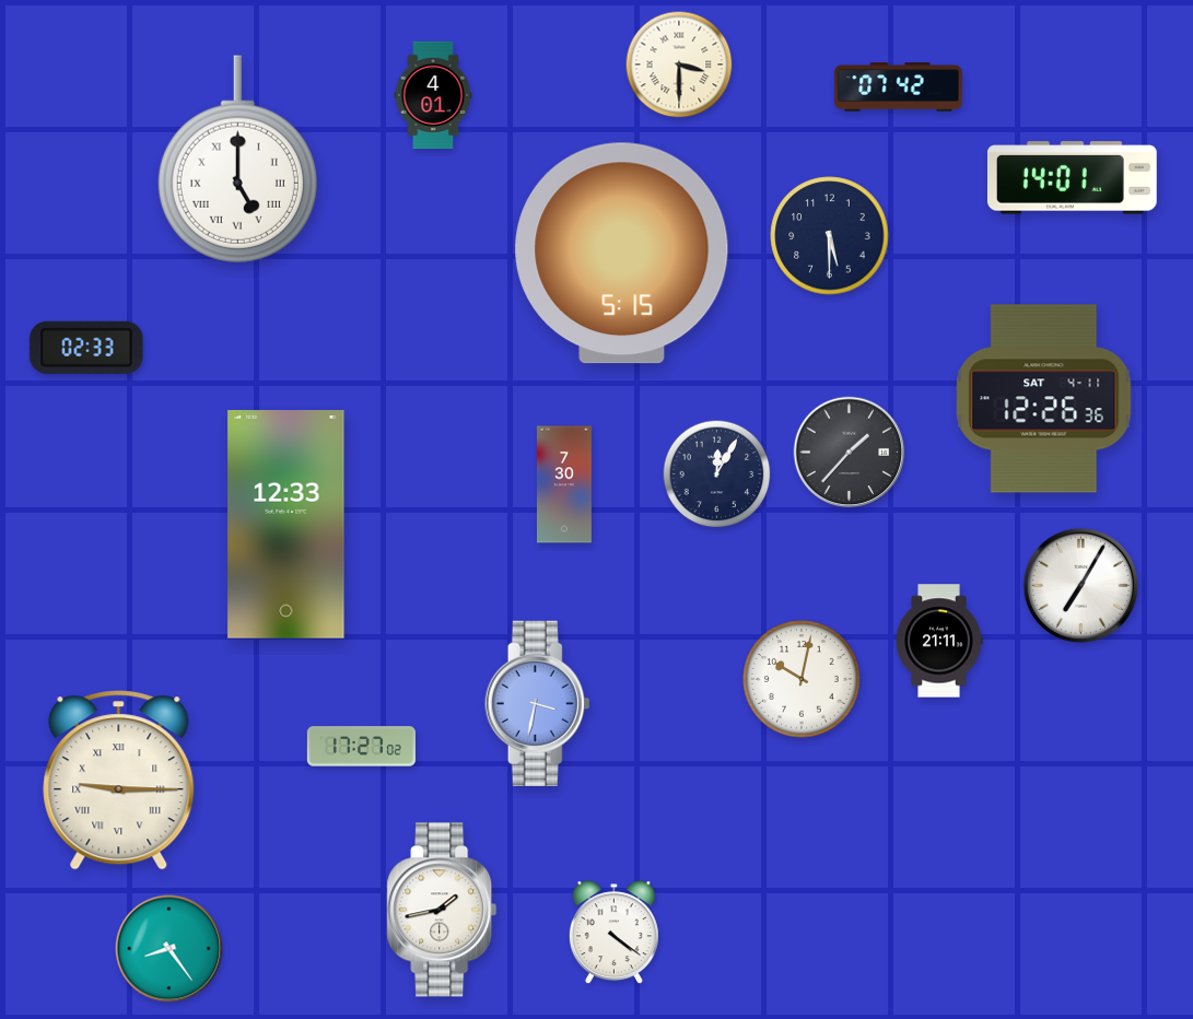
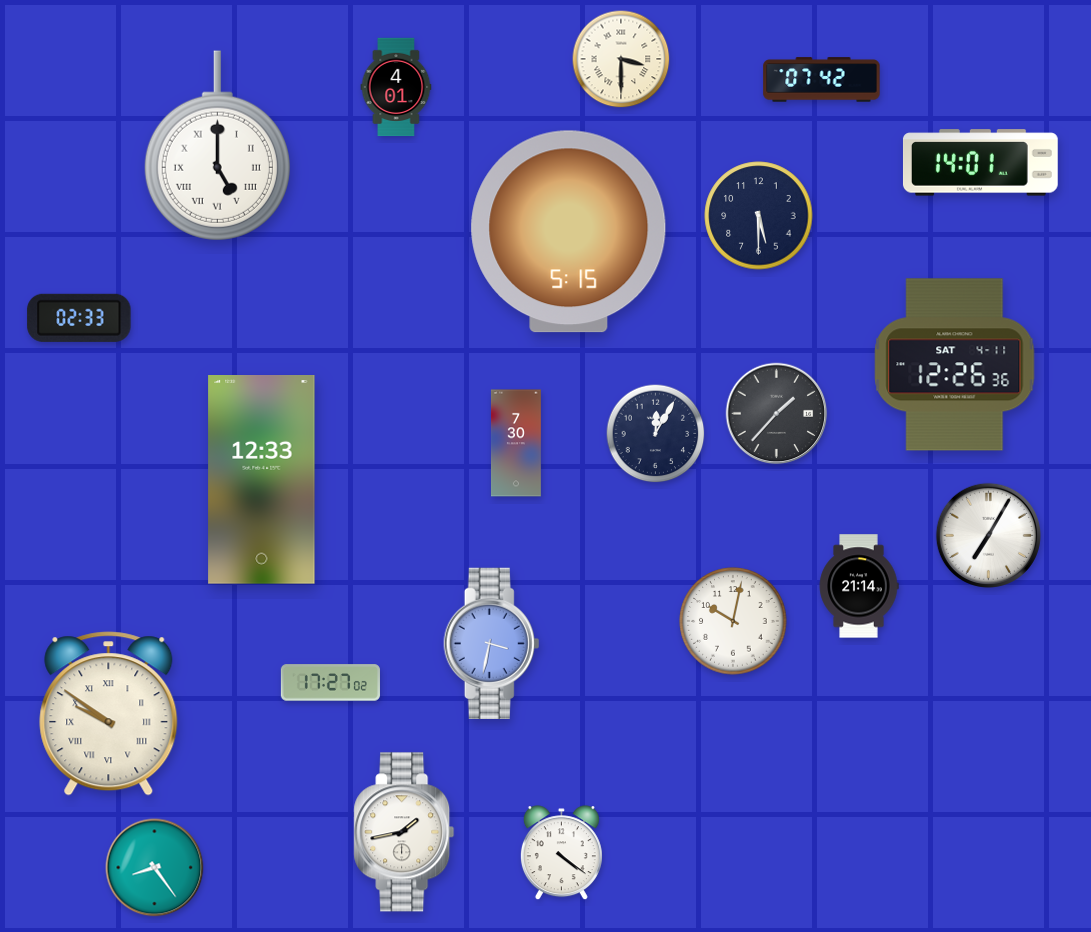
clock at (939, 641): 21:11 -> 21:14
clock at (119, 781): 9:15 -> 9:51
